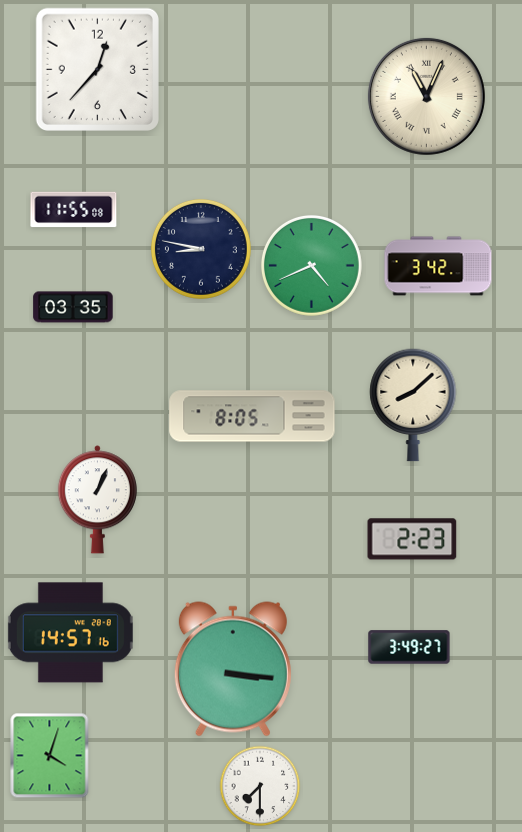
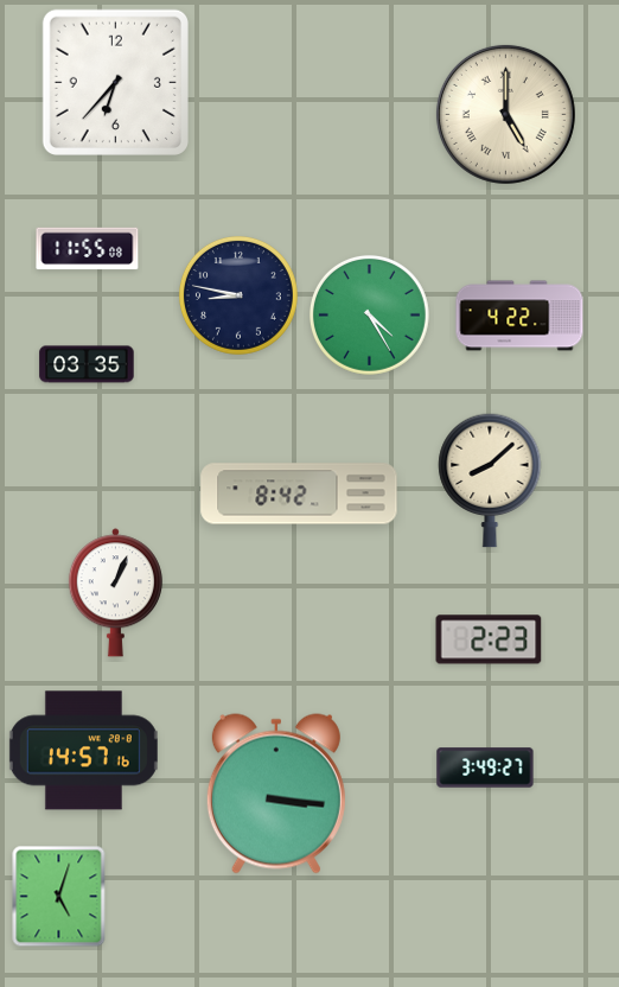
clock at (97, 69): 12:37 -> 6:37
clock at (426, 96): 11:04 -> 5:00
clock at (311, 265): 4:41 -> 4:25
clock at (438, 266): 3:42 -> 4:22
clock at (252, 416): 8:05 -> 8:42
clock at (50, 756): 4:03 -> 5:03
clock at (260, 786): 7:30 -> none
